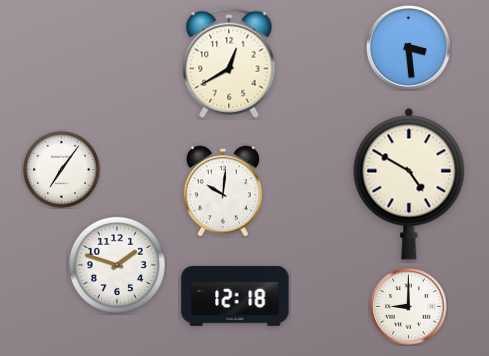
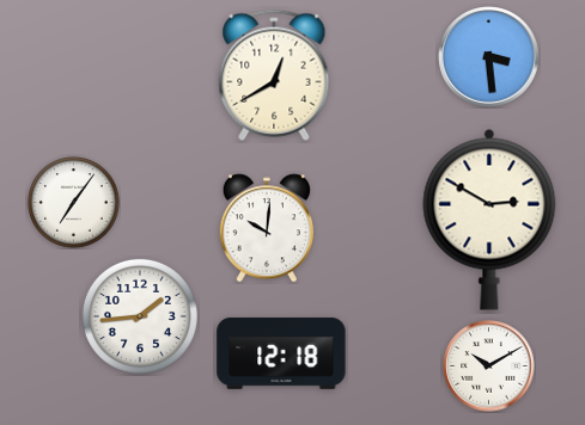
clock at (409, 184): 4:50 -> 2:50
clock at (117, 265): 1:48 -> 1:44
clock at (409, 307): 9:00 -> 10:10
